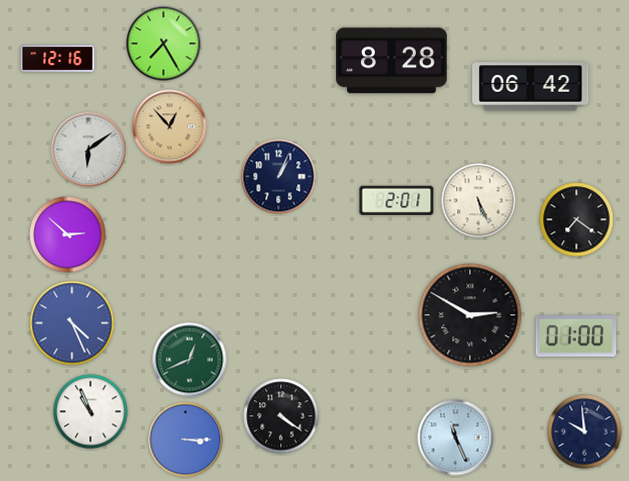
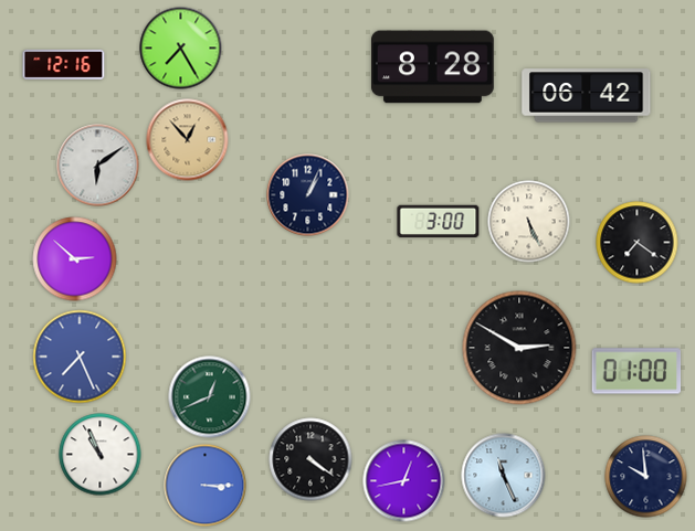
clock at (397, 200): 2:01 -> 3:00
clock at (72, 323): 4:26 -> 7:26
clock at (404, 481): none -> 12:43
clock at (456, 438) position: (456, 438) -> (504, 476)
